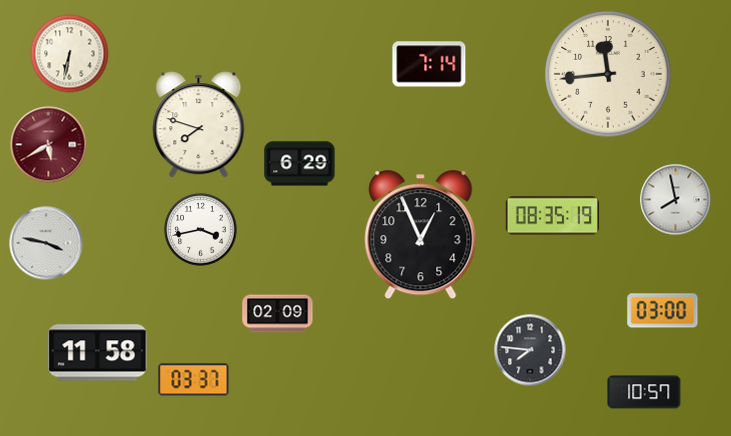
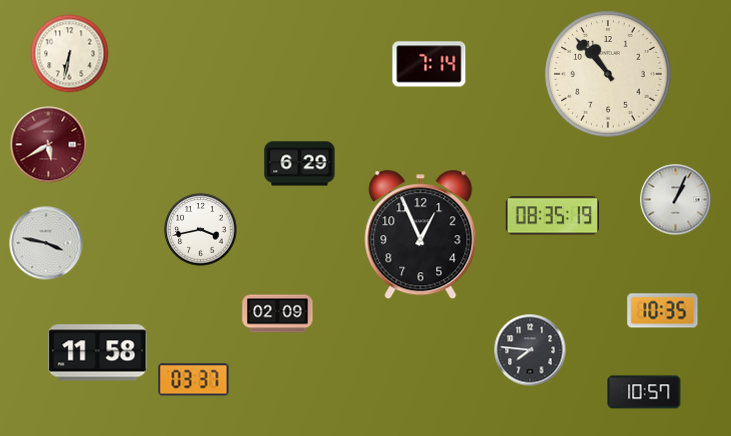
clock at (608, 74): 11:44 -> 10:53
clock at (199, 125): 7:48 -> none
clock at (676, 200): 7:58 -> 1:04
clock at (663, 311): 03:00 -> 10:35
